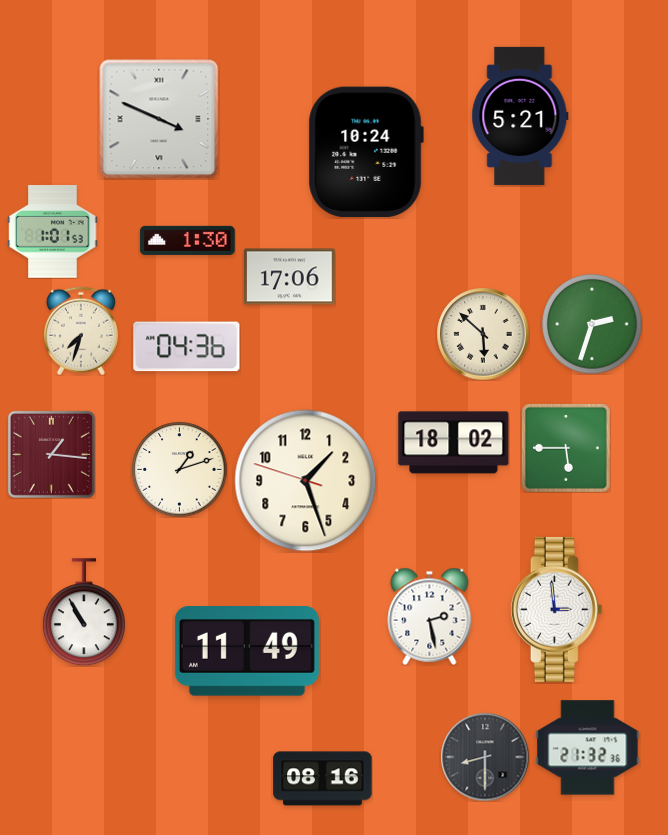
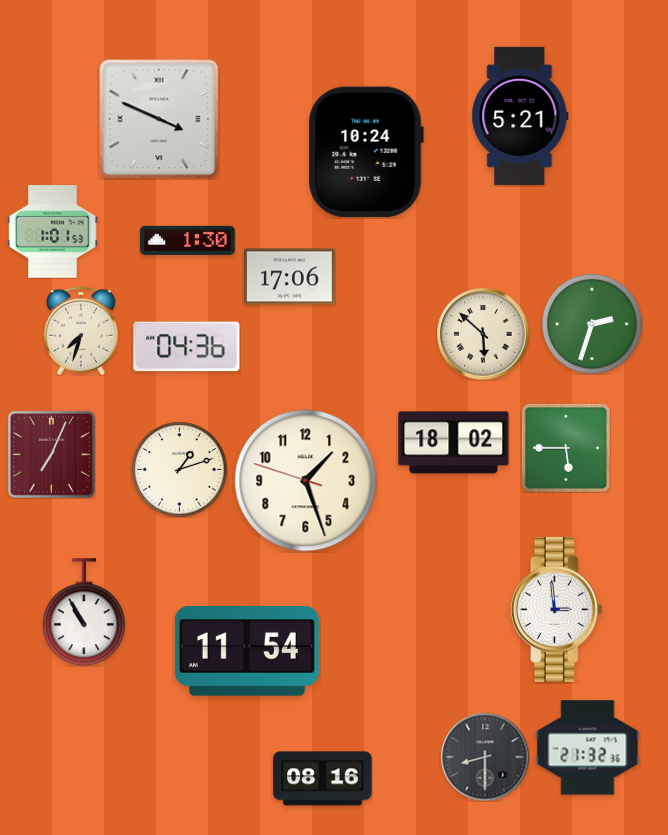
clock at (51, 454): 1:16 -> 7:04
clock at (430, 616): 2:28 -> none
clock at (247, 651): 11:49 -> 11:54
